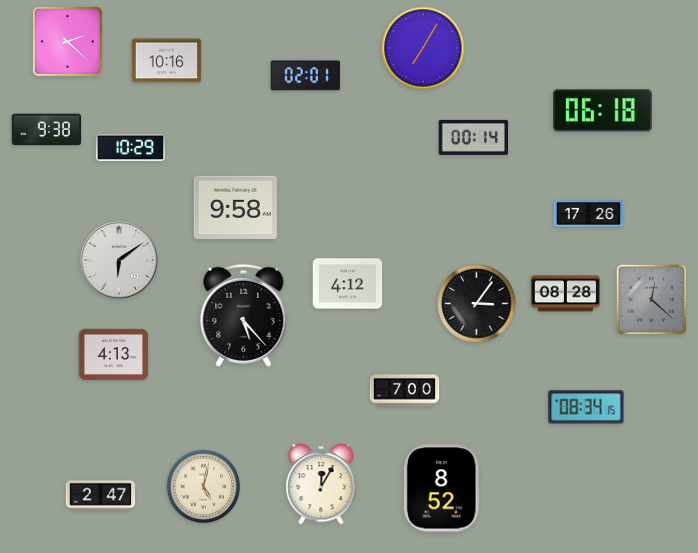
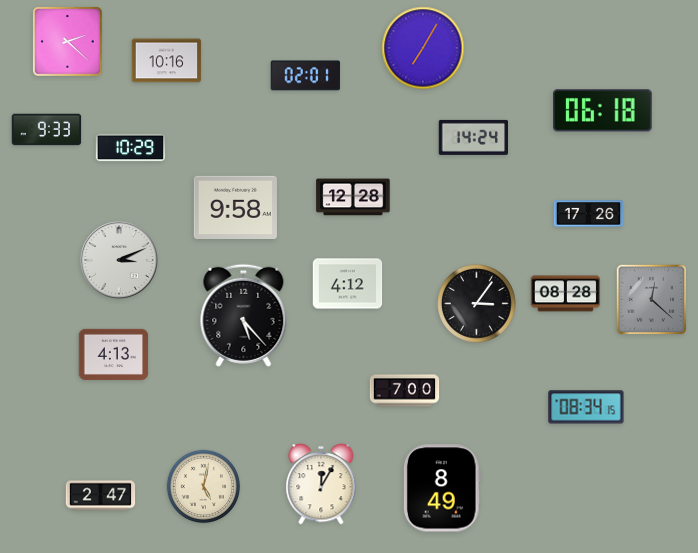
clock at (47, 130): 9:38 -> 9:33
clock at (474, 137): 00:14 -> 14:24
clock at (353, 197): none -> 12:28
clock at (119, 260): 6:09 -> 3:11
clock at (442, 488): 8:52 -> 8:49
